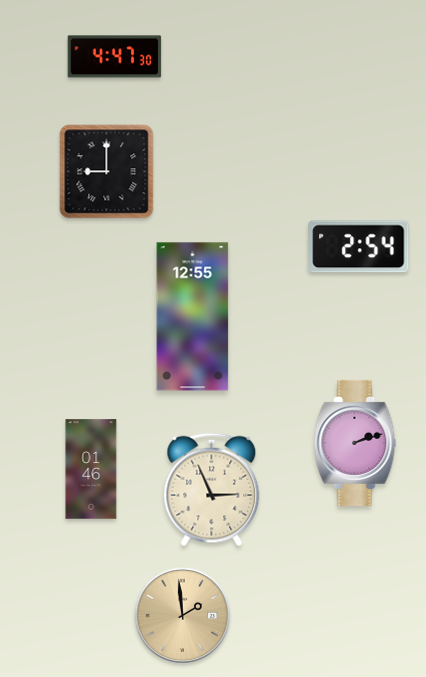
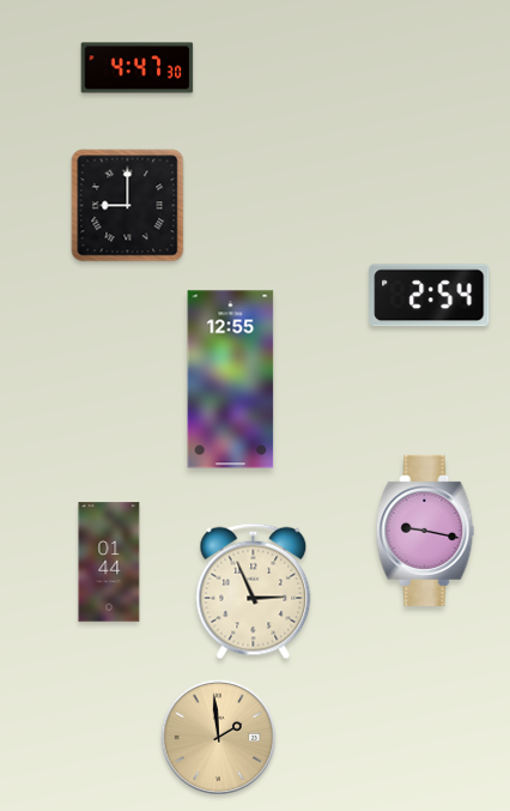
clock at (355, 443): 2:12 -> 9:17
clock at (91, 469): 01:46 -> 01:44
clock at (212, 490) position: (212, 490) -> (254, 592)
